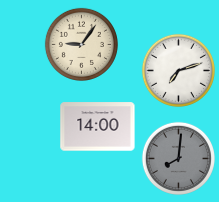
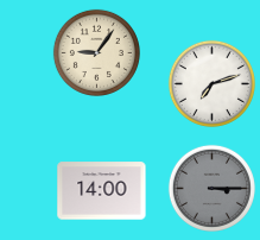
clock at (98, 127) position: (98, 127) -> (102, 191)
clock at (178, 158): 8:01 -> 3:15
